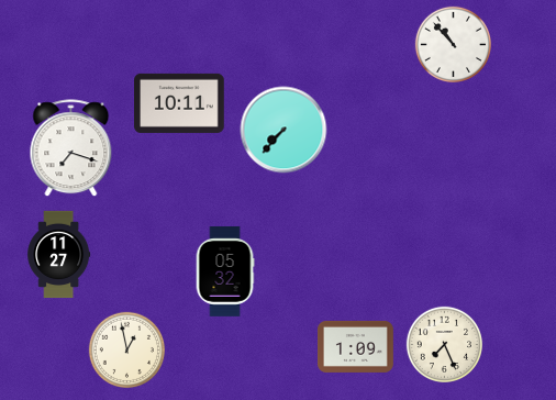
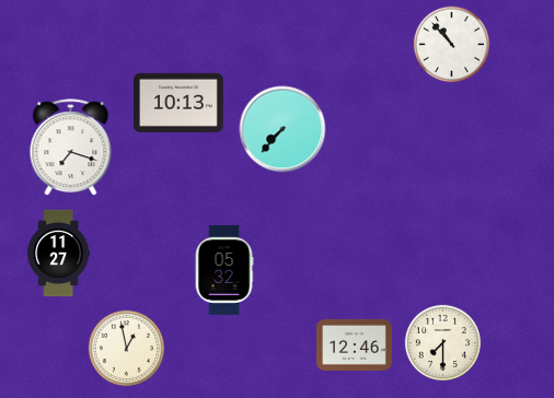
clock at (180, 103): 10:11 -> 10:13
clock at (444, 344): 7:26 -> 7:30
clock at (356, 346): 1:09 -> 12:46
